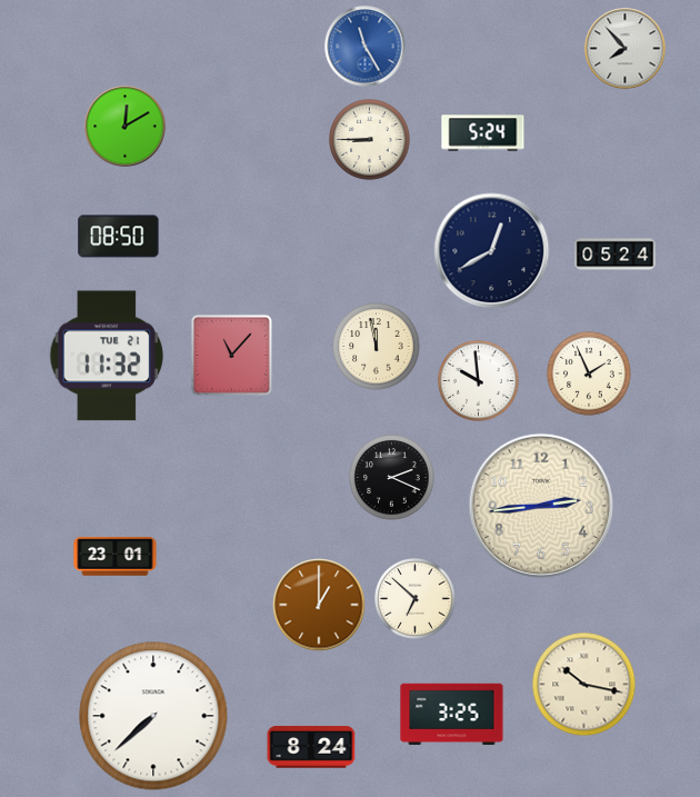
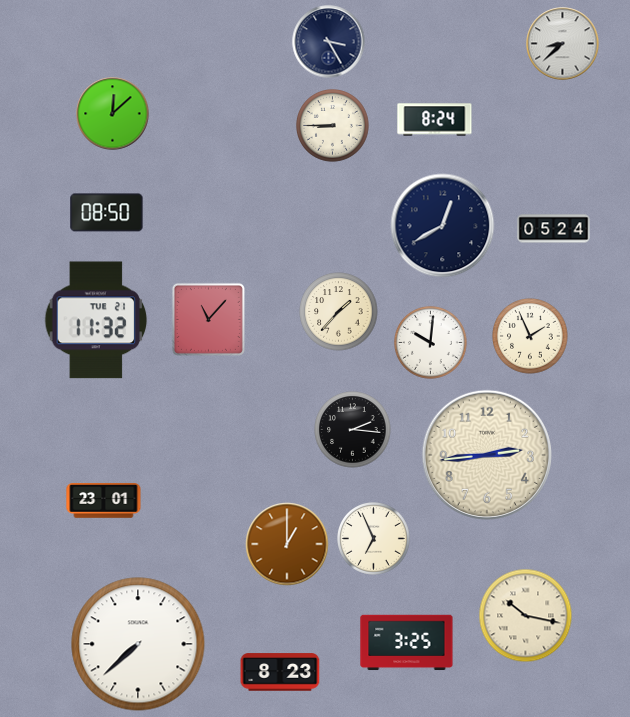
clock at (366, 47): 11:25 -> 3:25
clock at (366, 47) dial: blue -> navy
clock at (626, 49): 7:53 -> 8:38
clock at (126, 127): 12:10 -> 12:08
clock at (483, 133): 5:24 -> 8:24
clock at (377, 347): 11:58 -> 1:37
clock at (479, 381): 9:59 -> 10:01
clock at (392, 478): 2:19 -> 2:16
clock at (416, 599): 6:52 -> 6:56
clock at (311, 747): 8:24 -> 8:23
